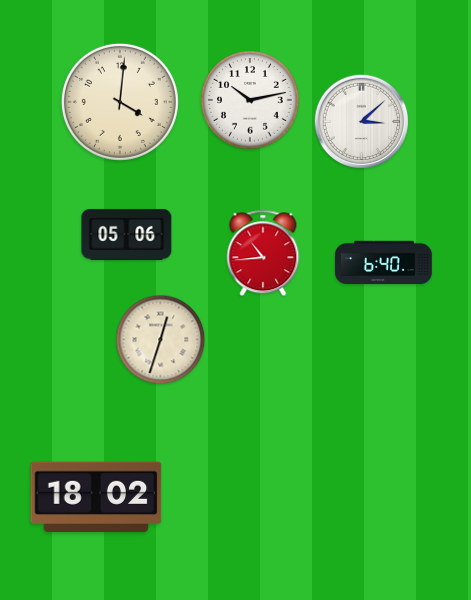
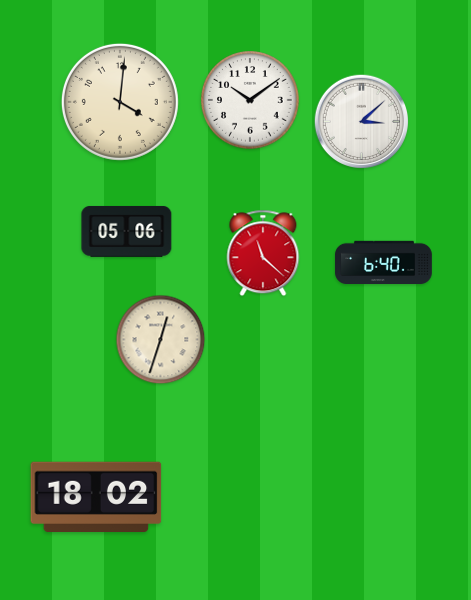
clock at (250, 100): 10:13 -> 10:09
clock at (127, 234) position: (127, 234) -> (127, 231)
clock at (263, 253): 10:44 -> 11:22
